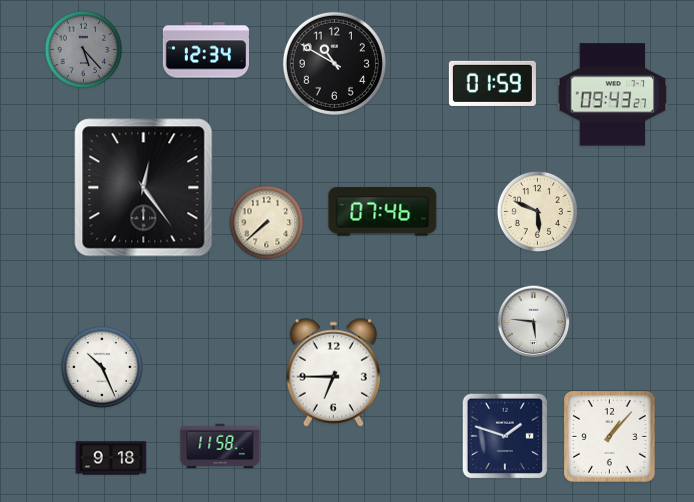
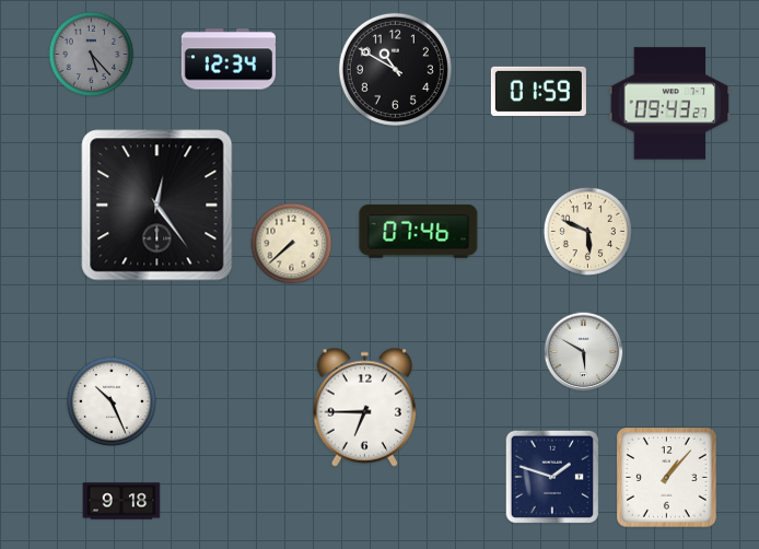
clock at (205, 50) position: (205, 50) -> (227, 59)
clock at (334, 63) position: (334, 63) -> (395, 69)
clock at (534, 322): 5:46 -> 5:50
clock at (220, 446): 11:58 -> none
